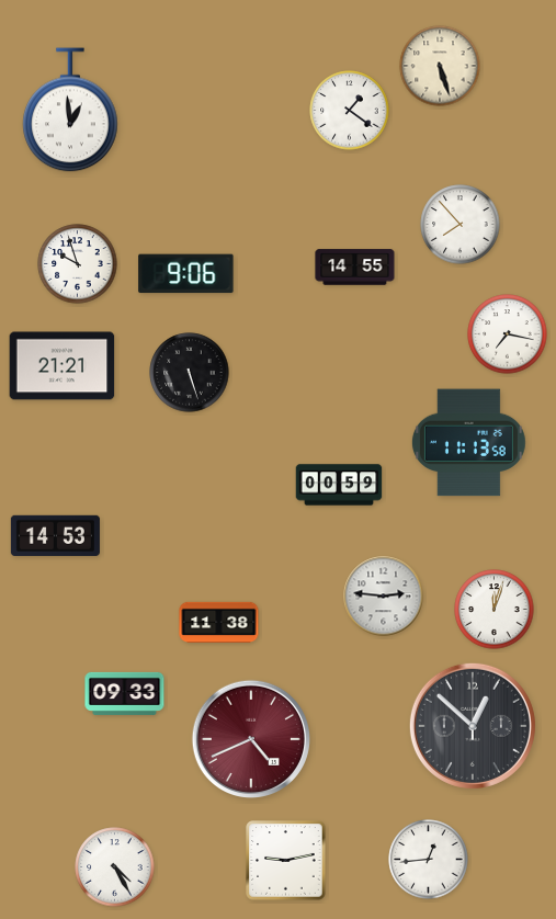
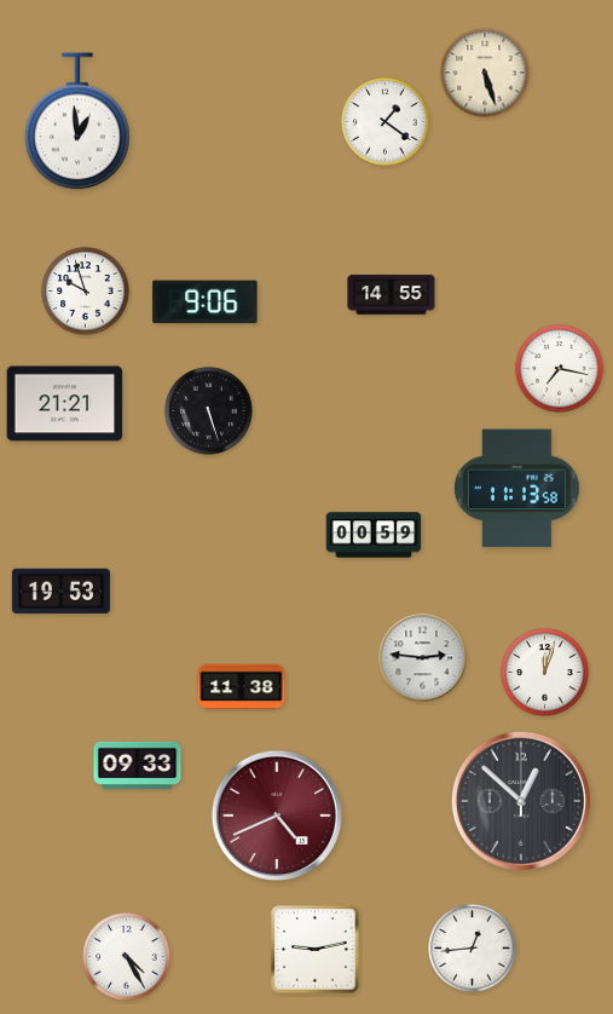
clock at (461, 225): 7:53 -> none
clock at (63, 366) position: (63, 366) -> (65, 404)
clock at (55, 535): 14:53 -> 19:53
